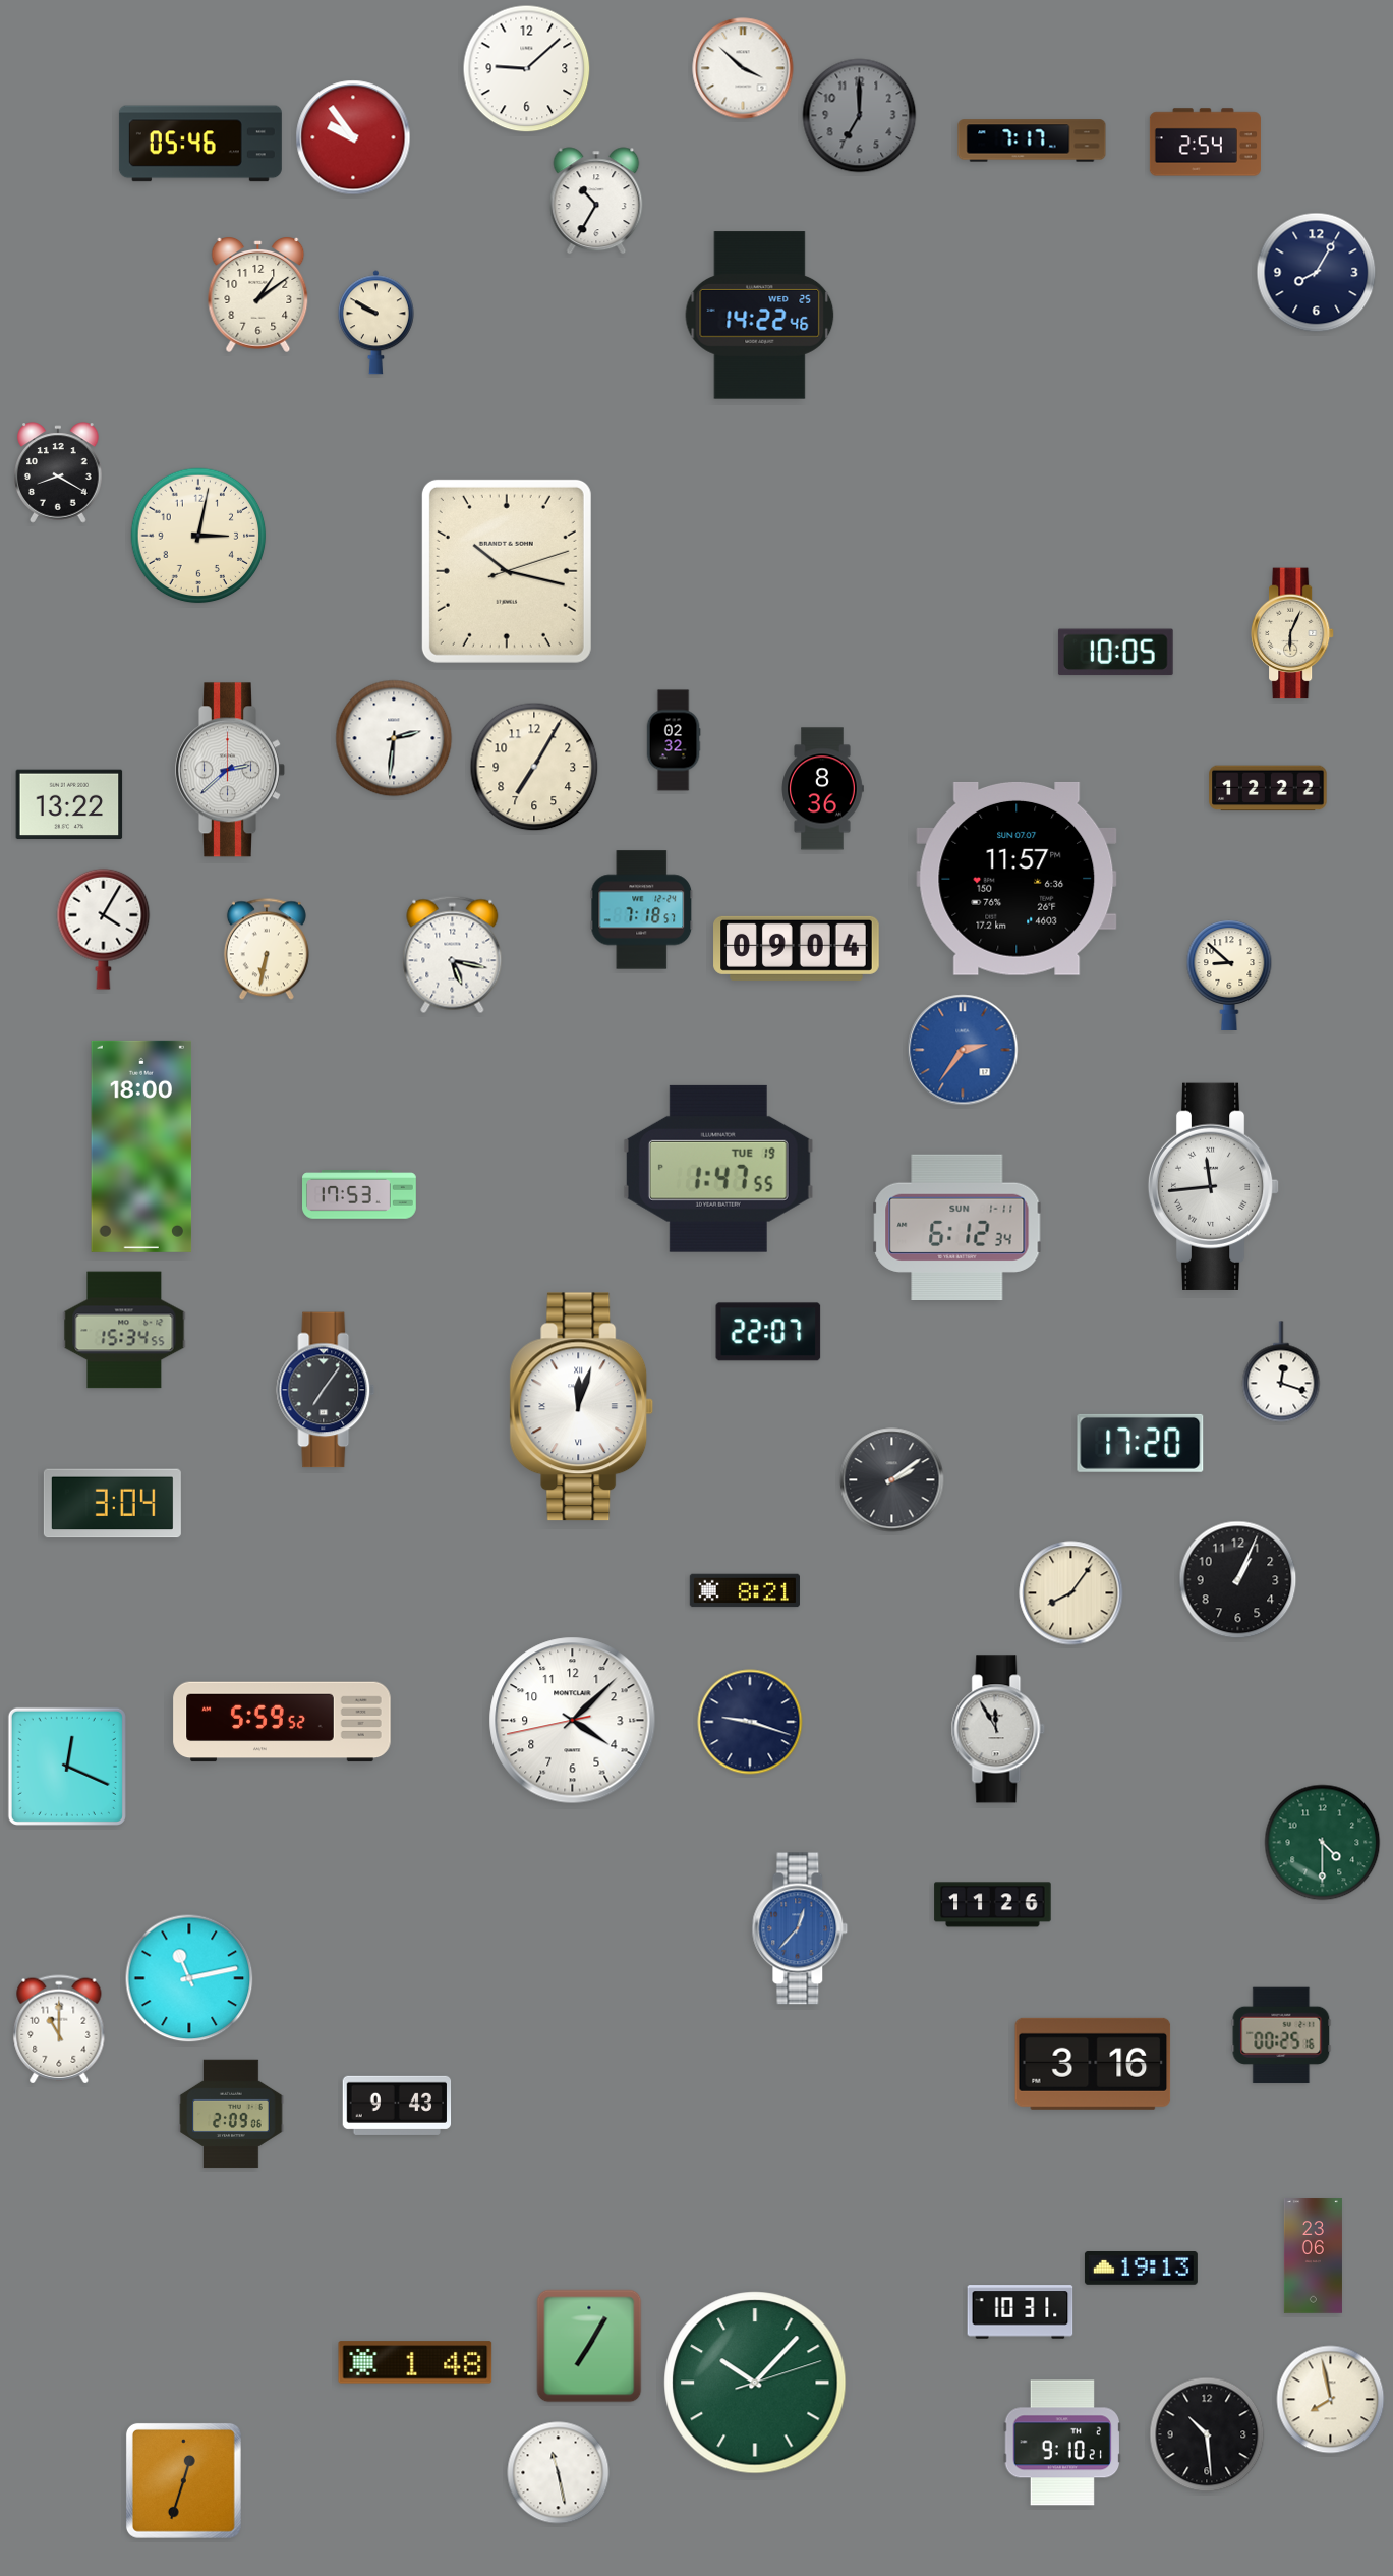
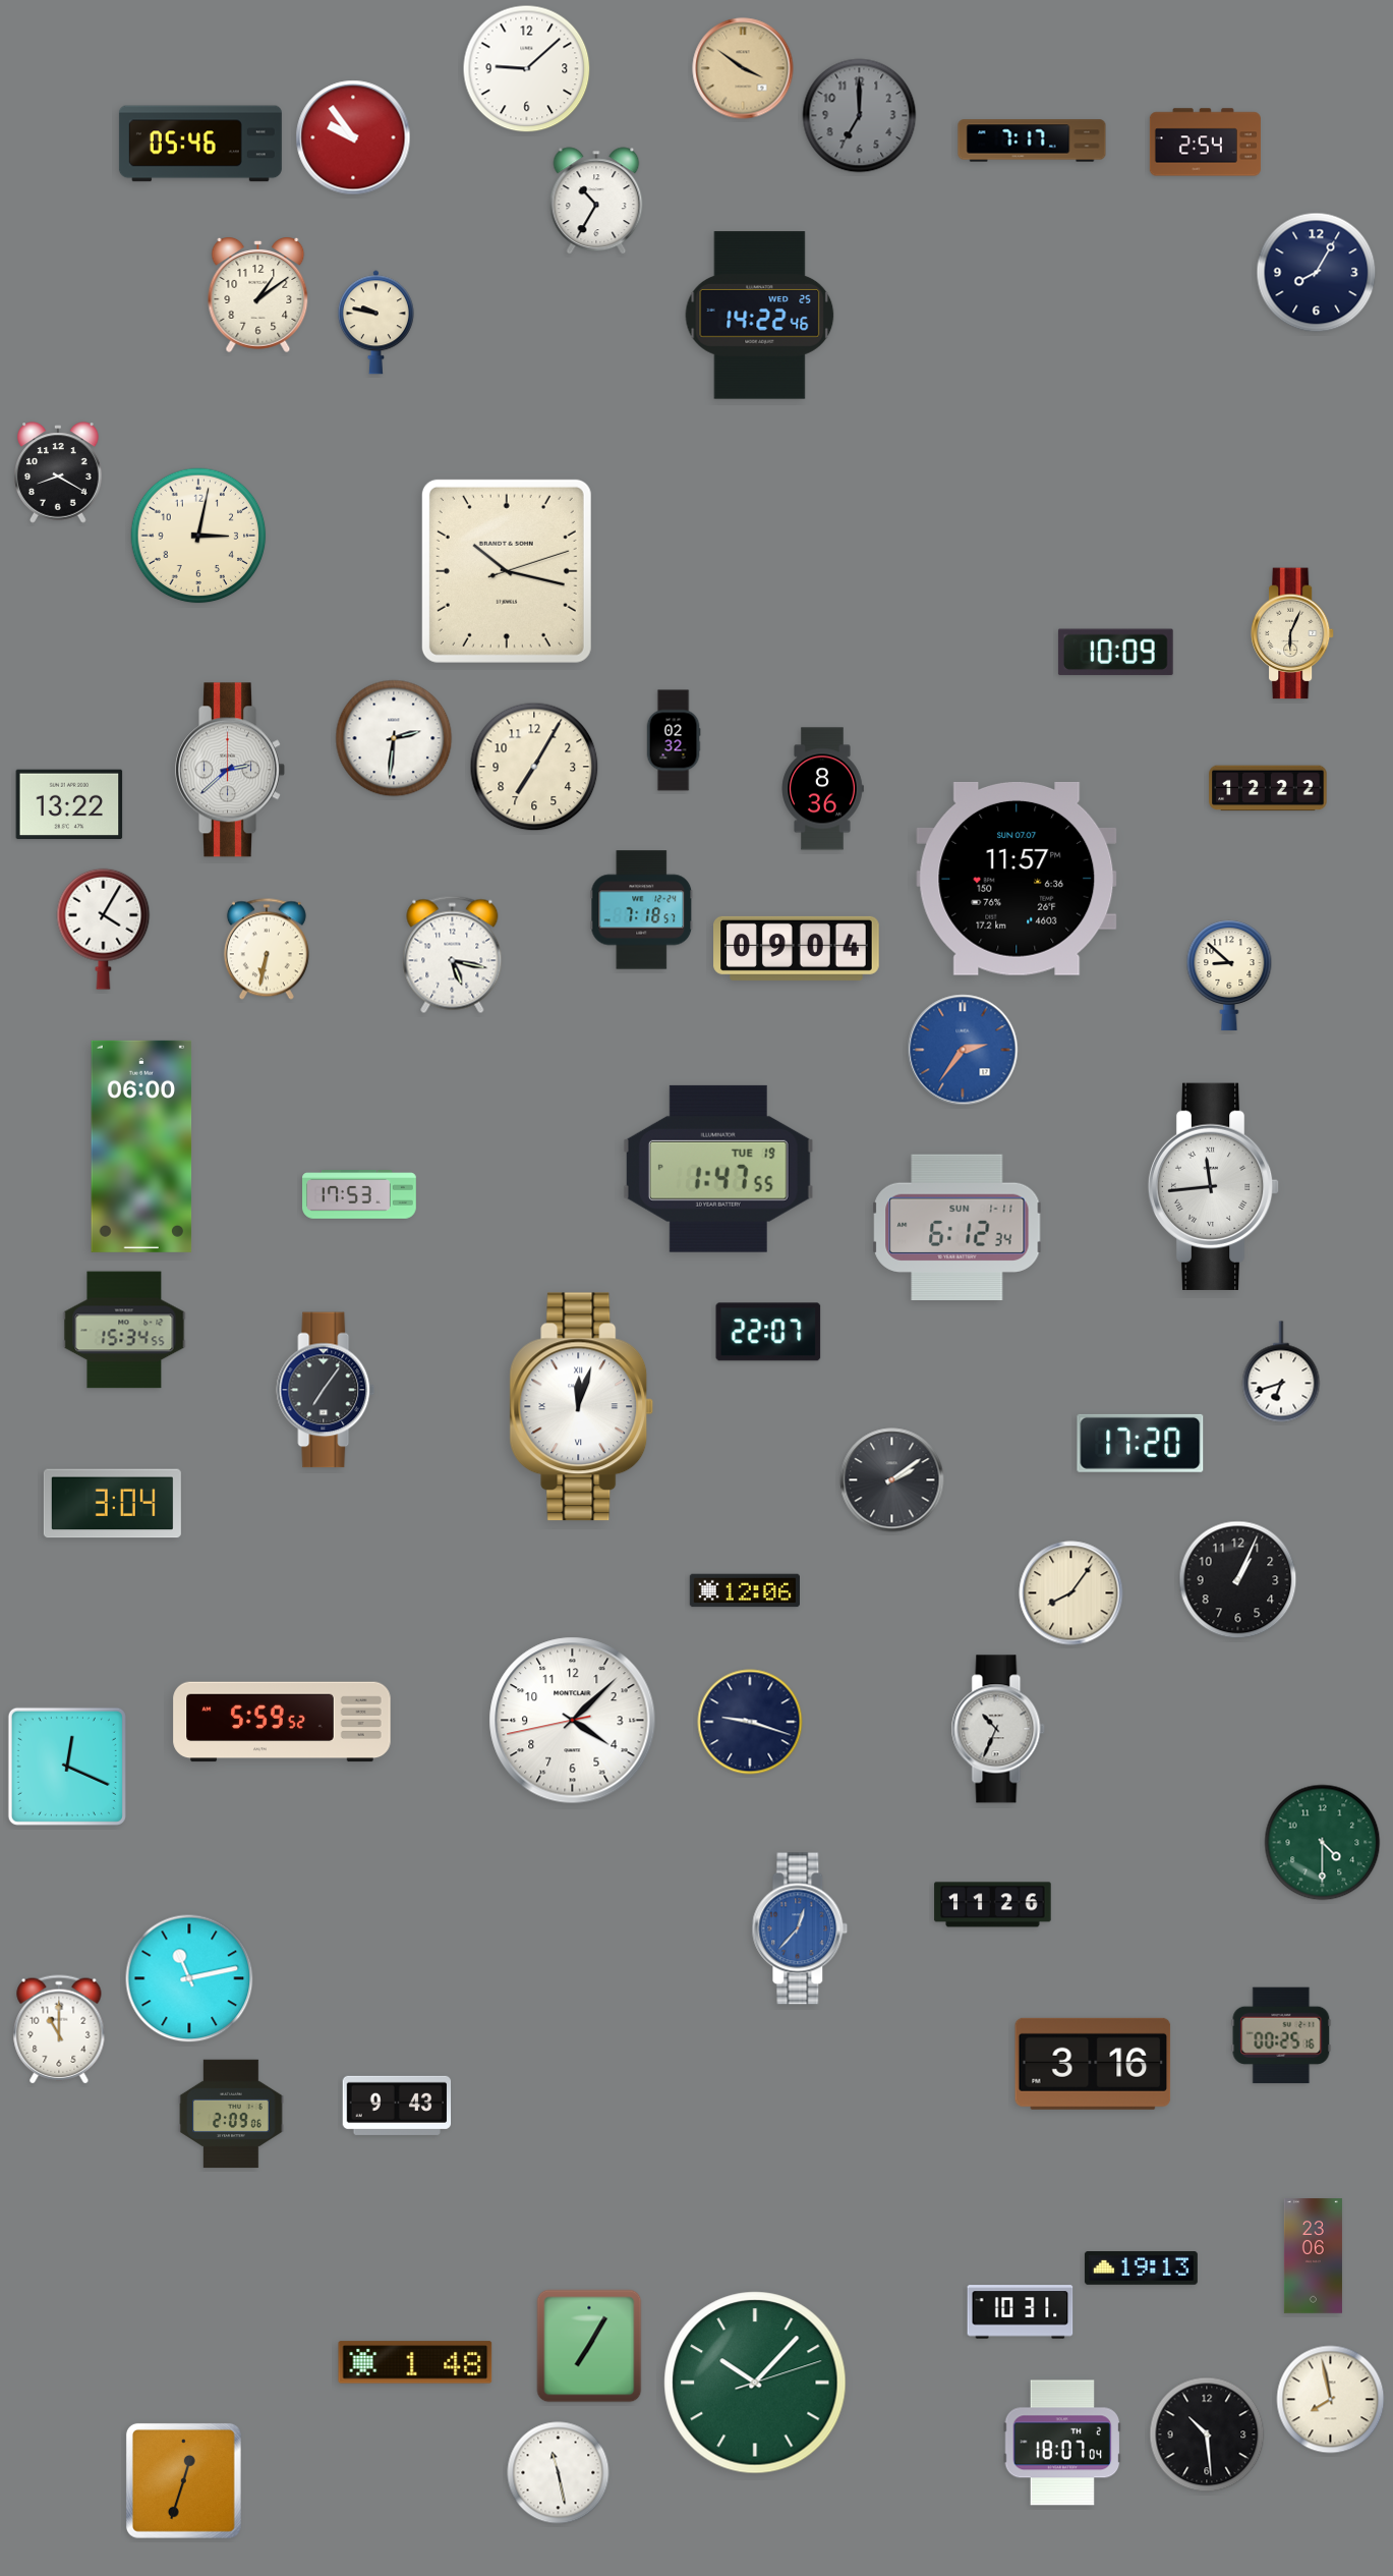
clock at (743, 68): 3:52 -> 3:51
clock at (743, 68) dial: white -> champagne
clock at (375, 323): 9:50 -> 9:47
clock at (1115, 653): 10:05 -> 10:09
clock at (141, 1146): 18:00 -> 06:00
clock at (1281, 1371): 12:18 -> 6:42
clock at (745, 1590): 8:21 -> 12:06
clock at (998, 1729): 11:55 -> 10:34
clock at (1062, 2443): 9:10 -> 18:07
